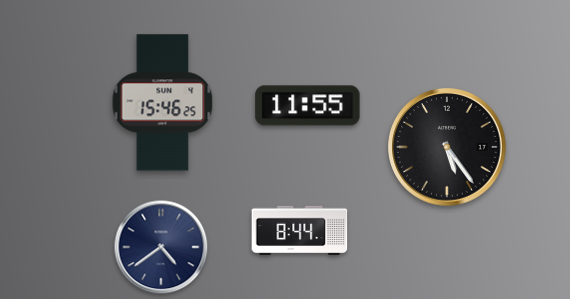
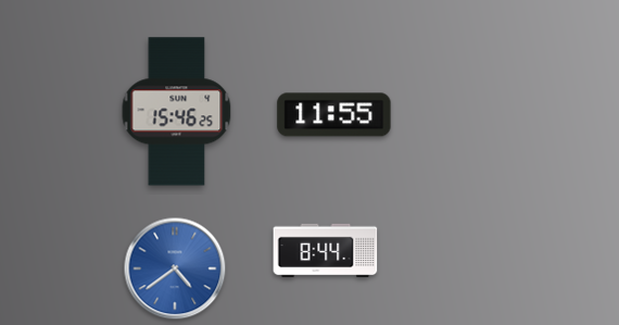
clock at (447, 147): 5:24 -> none
clock at (161, 247) dial: navy -> blue
